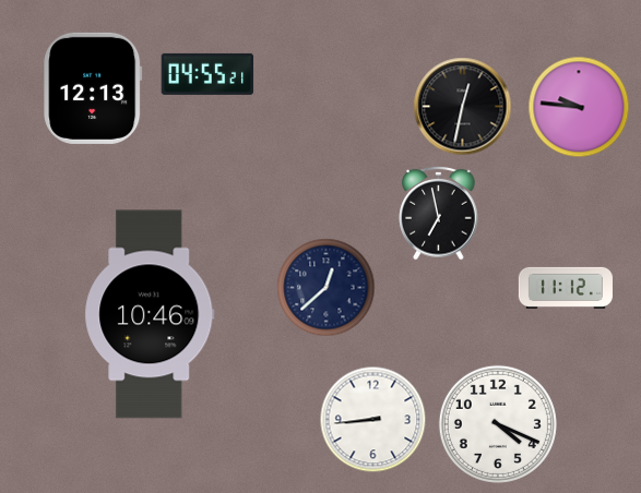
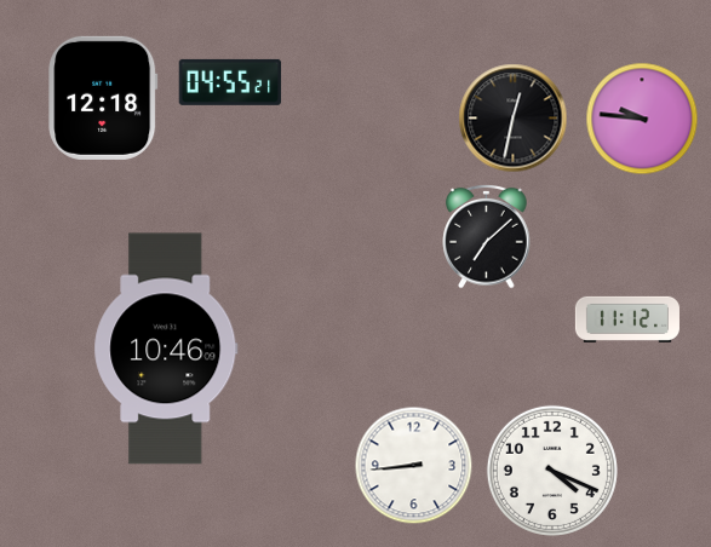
clock at (93, 88): 12:13 -> 12:18
clock at (439, 213): 6:58 -> 7:08
clock at (327, 288): 12:38 -> none
